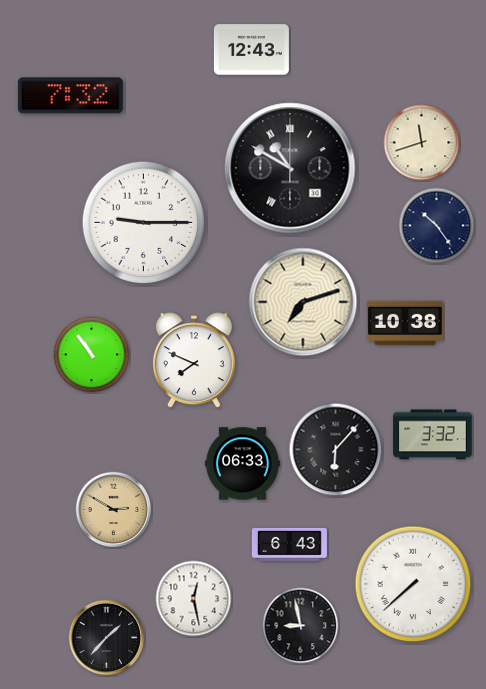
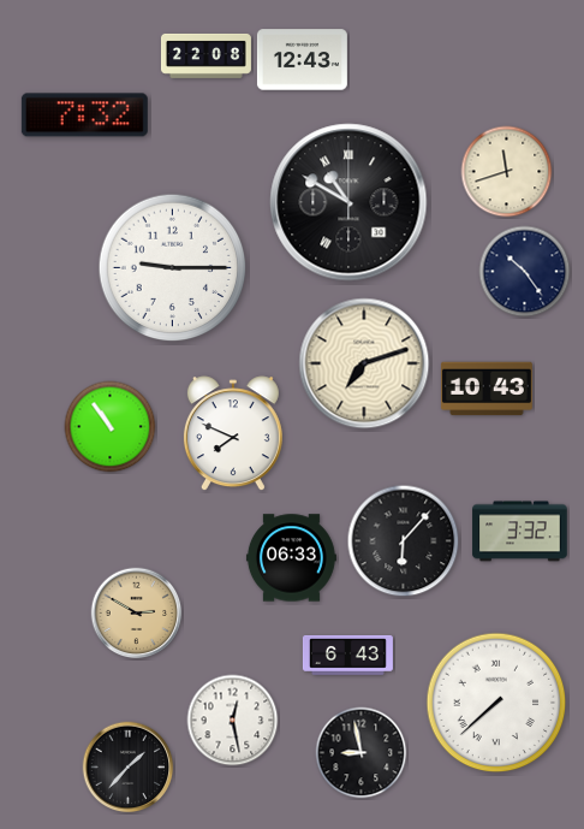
clock at (205, 55): none -> 22:08
clock at (405, 323): 10:38 -> 10:43
clock at (433, 435) position: (433, 435) -> (520, 532)
